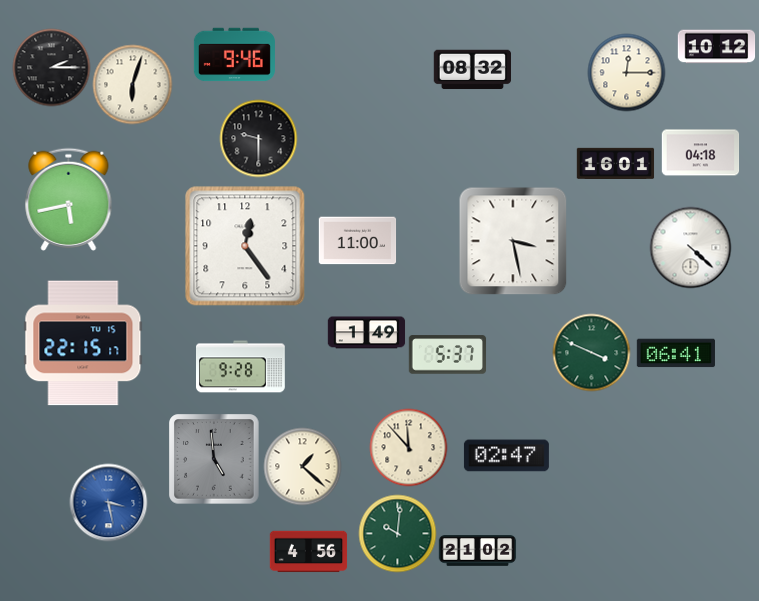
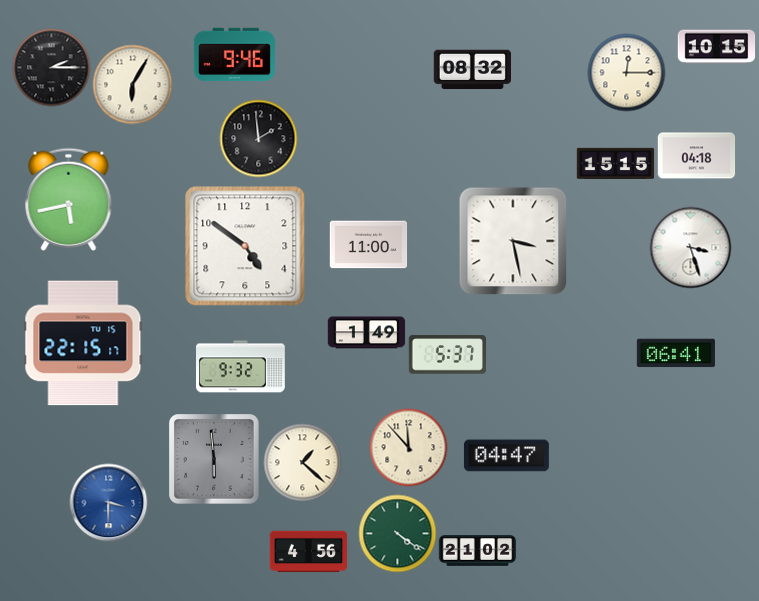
clock at (716, 47): 10:12 -> 10:15
clock at (132, 84): 6:03 -> 6:05
clock at (258, 138): 9:30 -> 1:59
clock at (700, 153) position: (700, 153) -> (696, 156)
clock at (615, 163): 16:01 -> 15:15
clock at (357, 241) position: (357, 241) -> (368, 245)
clock at (245, 246): 12:24 -> 4:51
clock at (690, 247): 4:22 -> 3:27
clock at (591, 352): 3:49 -> none
clock at (241, 367): 9:28 -> 9:32
clock at (506, 456): 02:47 -> 04:47
clock at (214, 459): 4:59 -> 5:59
clock at (302, 466) position: (302, 466) -> (302, 462)
clock at (108, 502): 3:28 -> 3:30
clock at (397, 533): 10:01 -> 4:21
